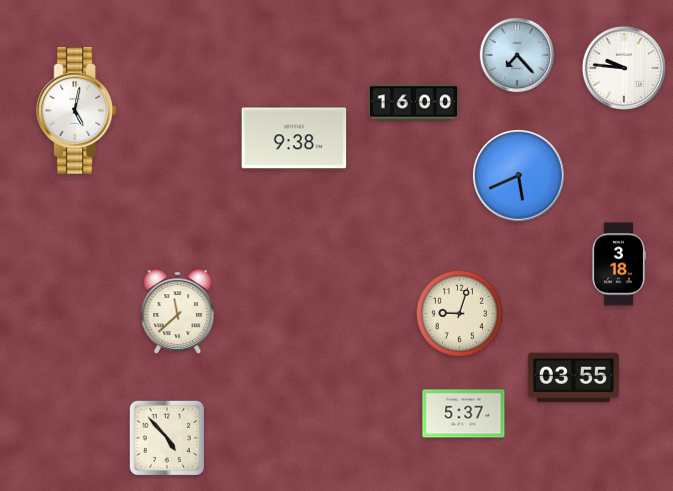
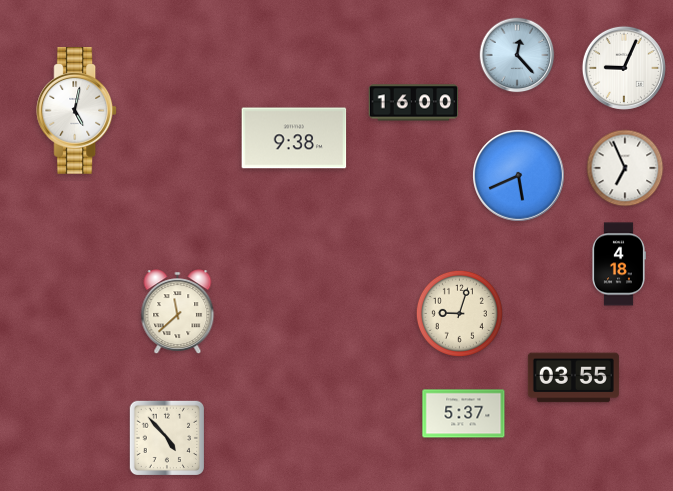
clock at (517, 55): 7:23 -> 12:23
clock at (624, 68): 9:46 -> 9:04
clock at (625, 168): none -> 6:56
clock at (619, 264): 3:18 -> 4:18
